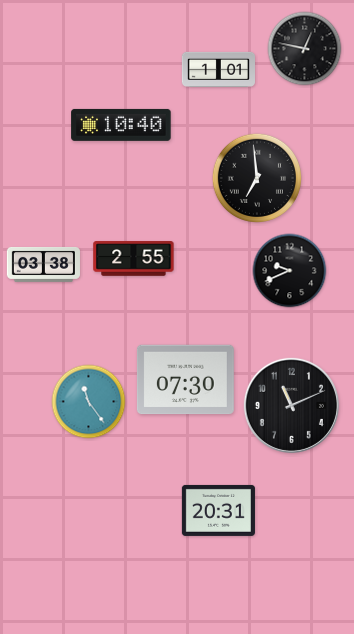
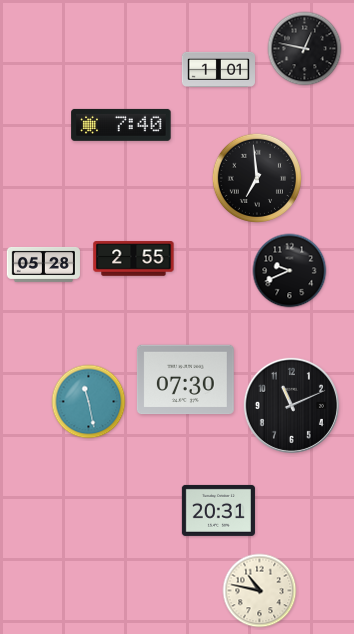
clock at (121, 125): 10:40 -> 7:40
clock at (43, 264): 03:38 -> 05:28
clock at (89, 402): 11:24 -> 11:28
clock at (260, 591): none -> 10:47
